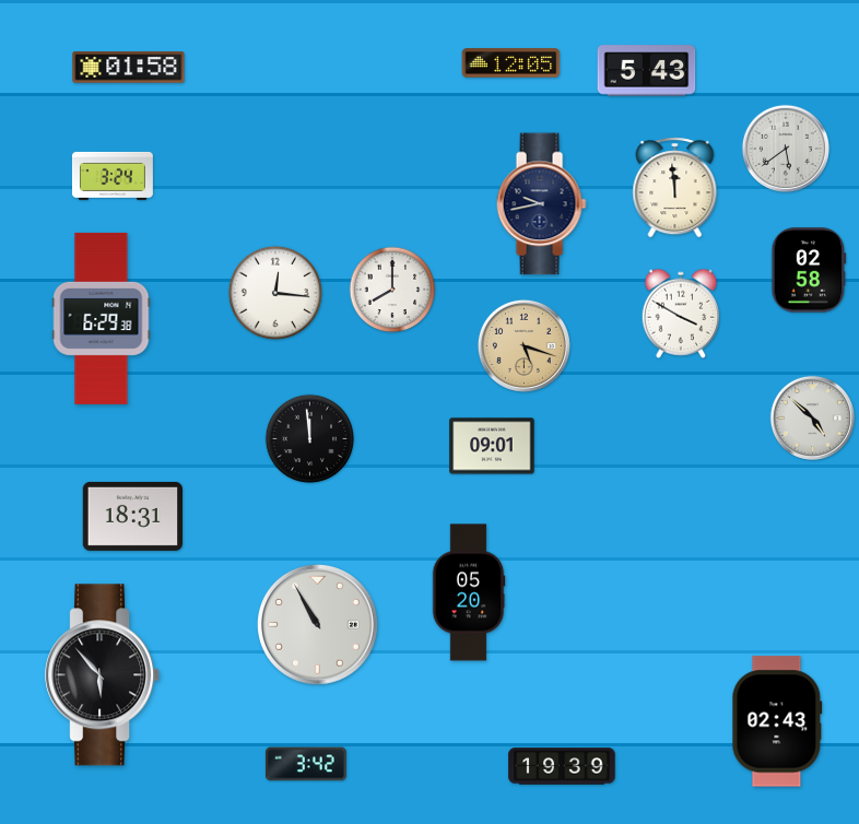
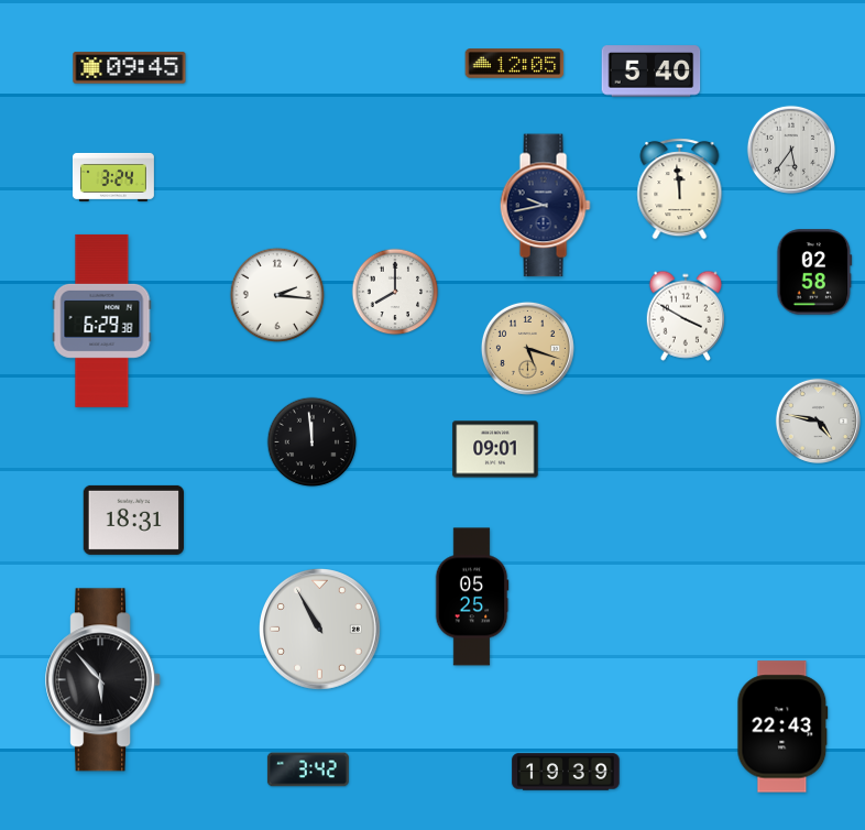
clock at (129, 68): 01:58 -> 09:45
clock at (647, 71): 5:43 -> 5:40
clock at (786, 149): 5:39 -> 5:36
clock at (275, 293): 12:16 -> 2:16
clock at (812, 417): 4:52 -> 4:47
clock at (469, 592): 05:20 -> 05:25
clock at (777, 721): 02:43 -> 22:43
